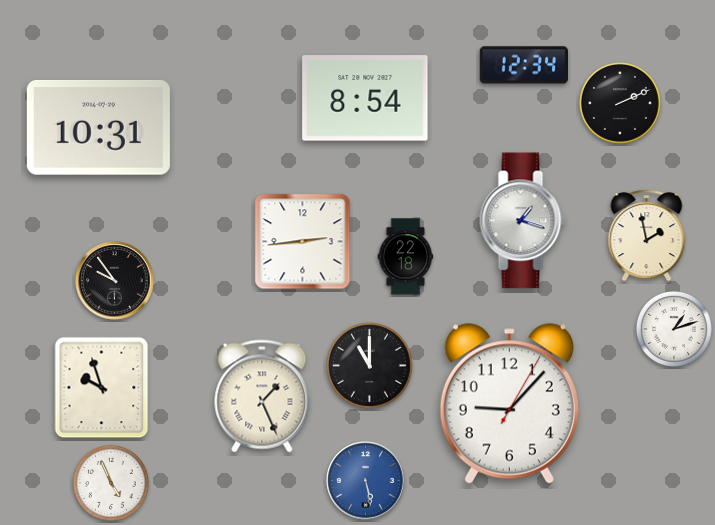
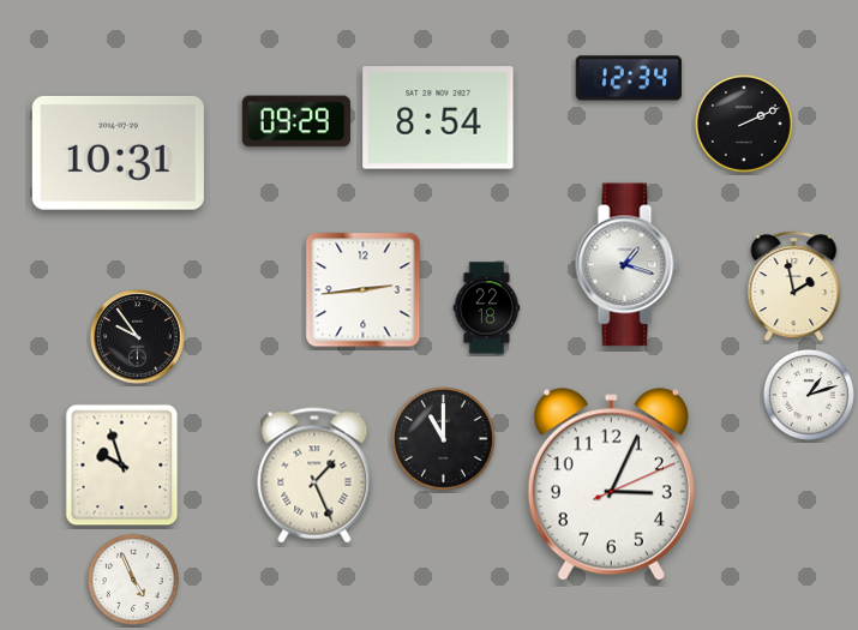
clock at (296, 121): none -> 09:29
clock at (647, 236) position: (647, 236) -> (794, 287)
clock at (509, 404): 9:07 -> 3:04
clock at (366, 481): 5:28 -> none
